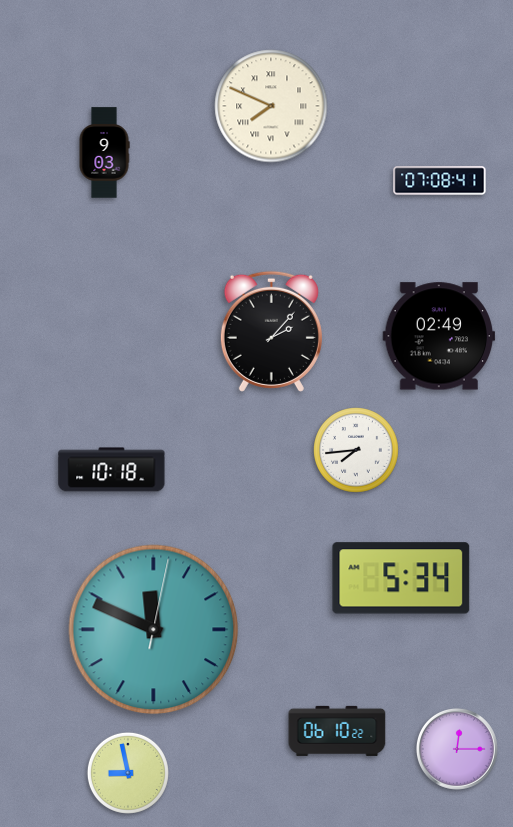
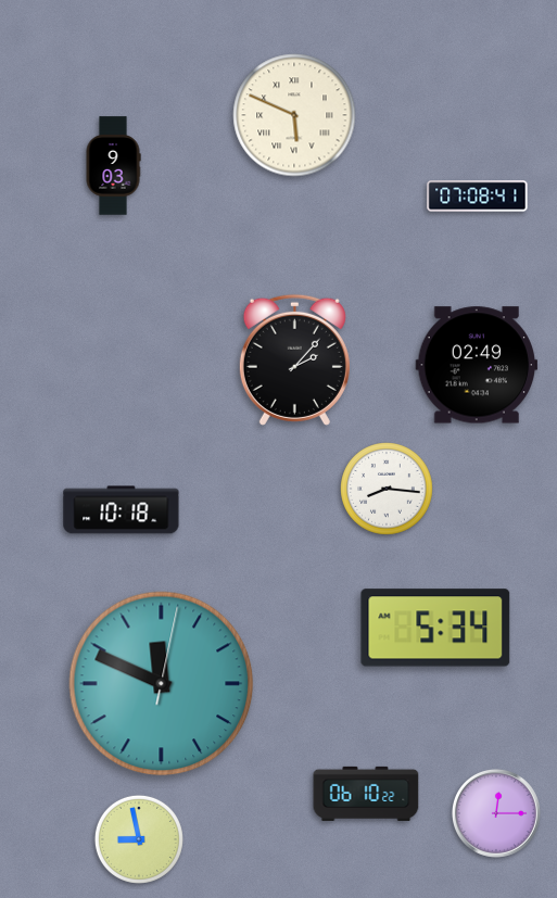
clock at (271, 106): 7:49 -> 5:49
clock at (356, 450): 7:44 -> 8:16
clock at (154, 630) position: (154, 630) -> (162, 684)
